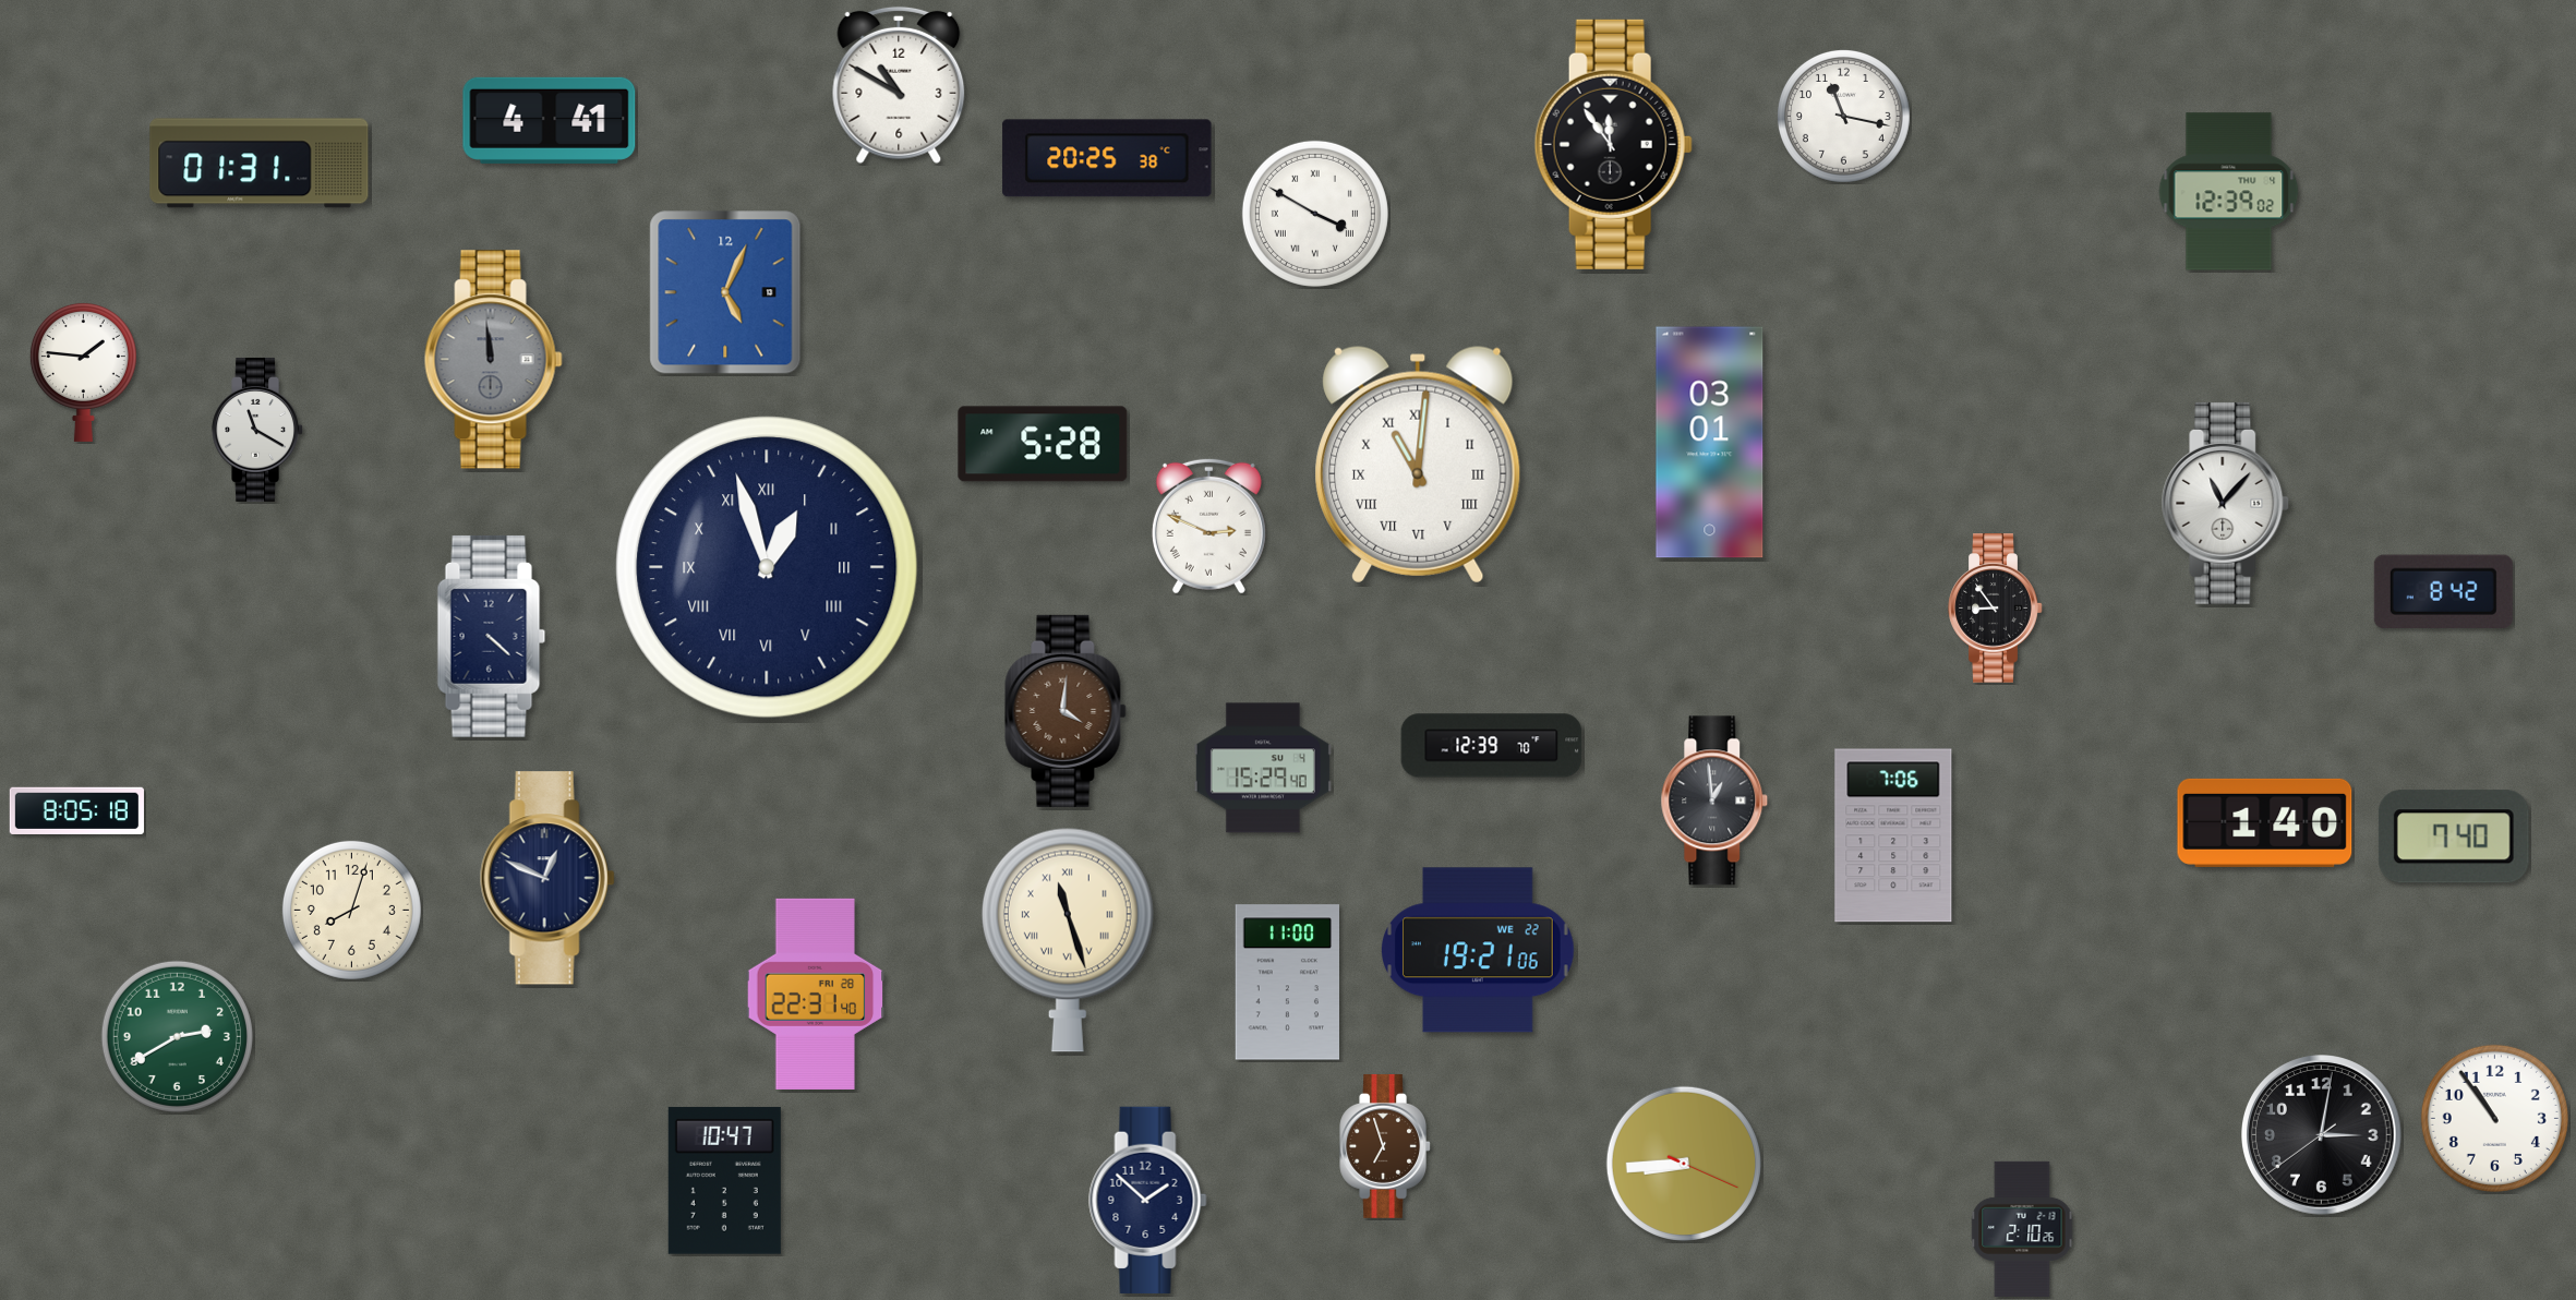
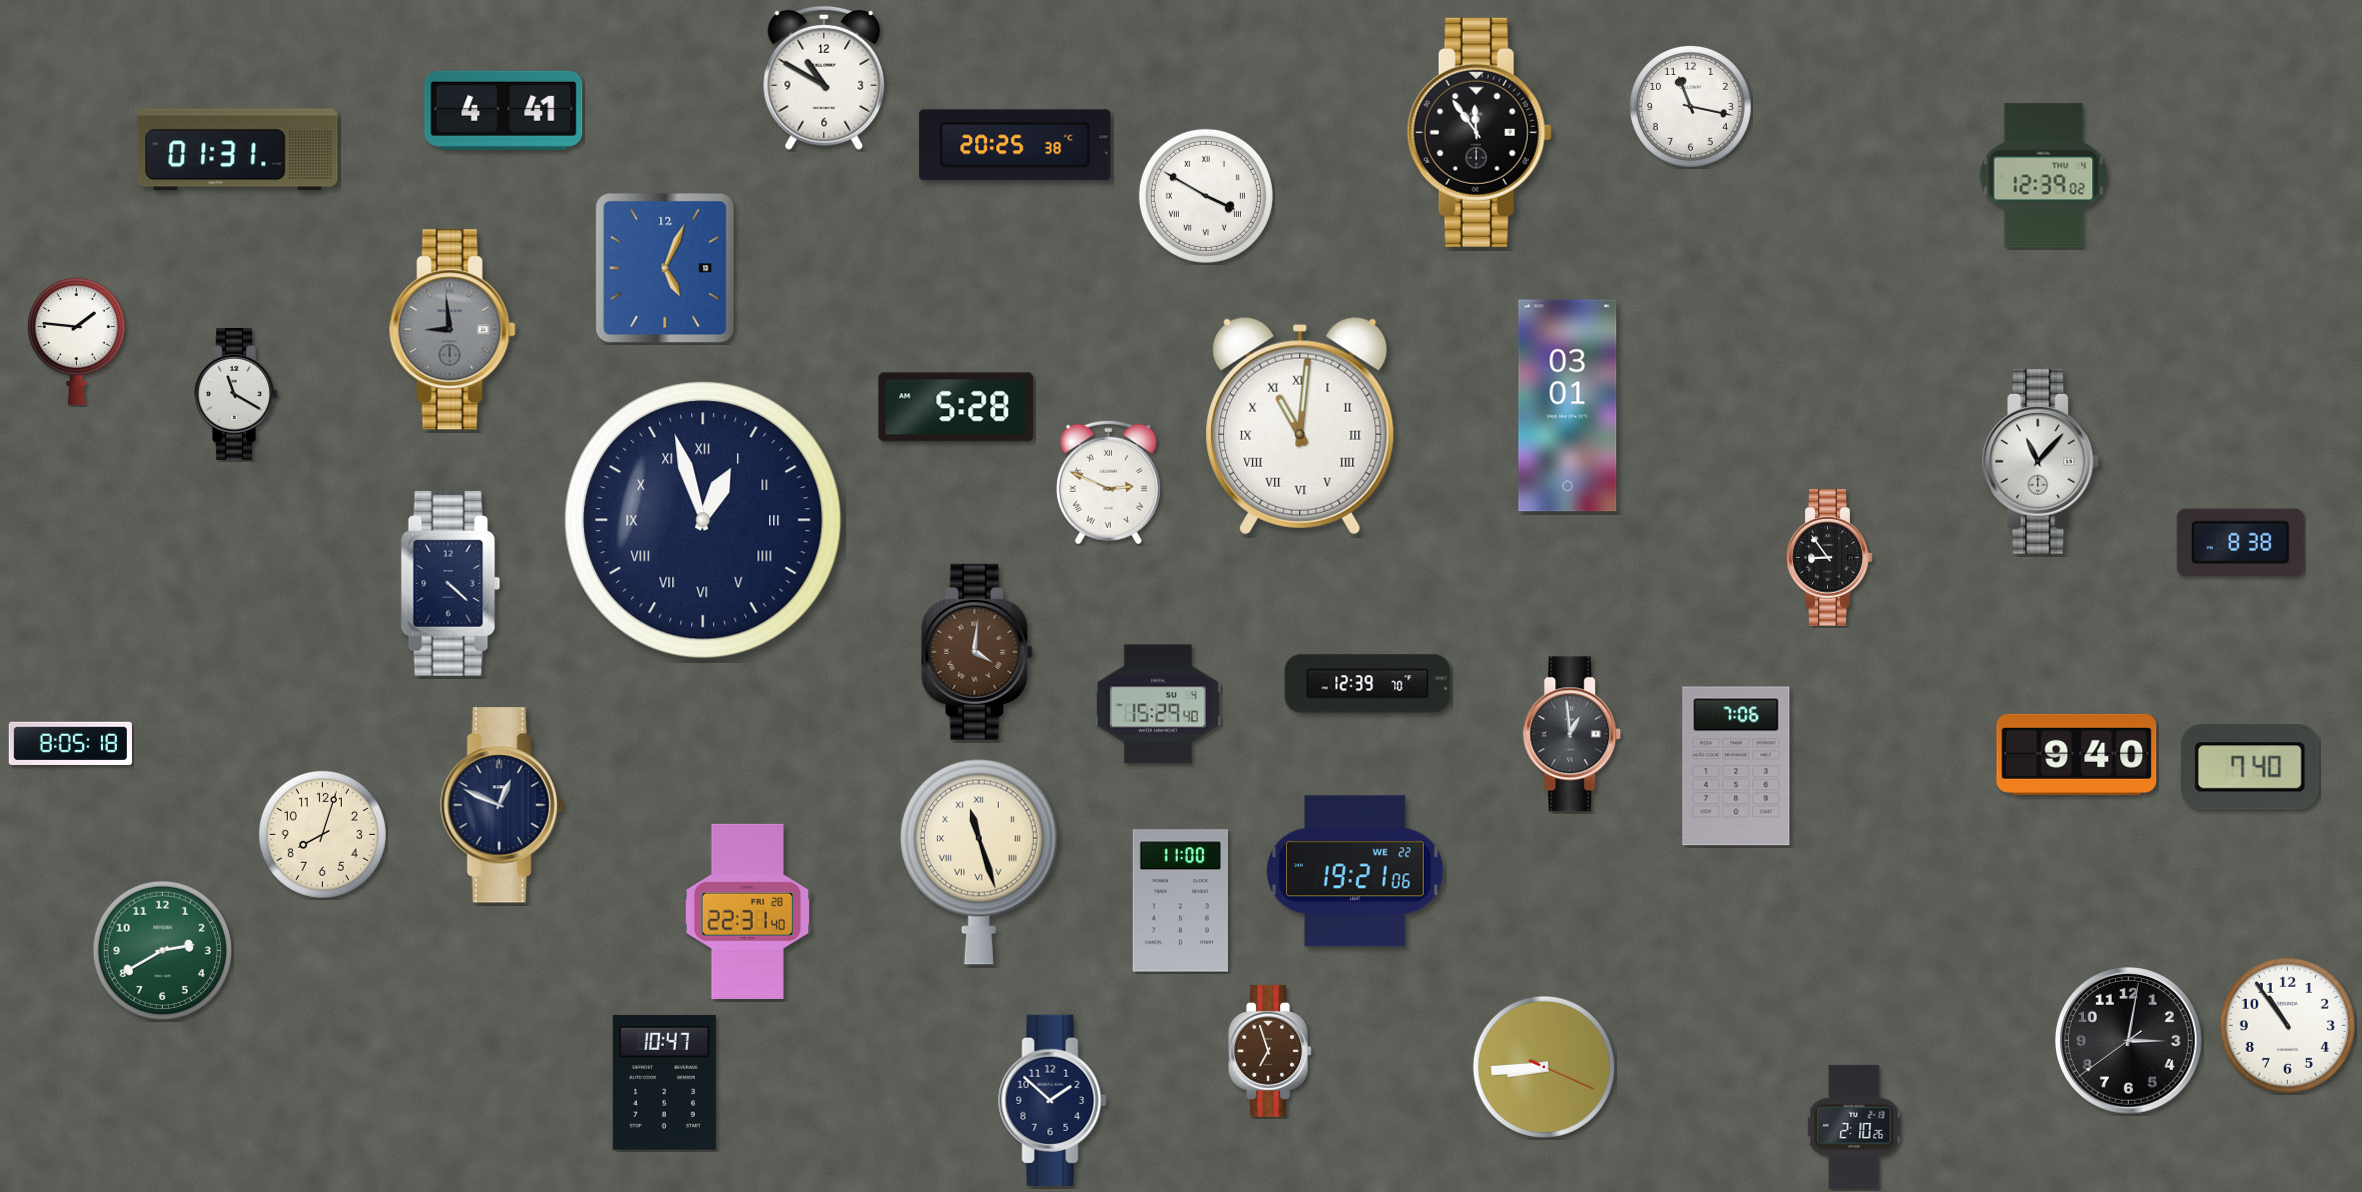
clock at (493, 360): 11:59 -> 8:59
clock at (2443, 591): 8:42 -> 8:38
clock at (2265, 822): 1:40 -> 9:40
